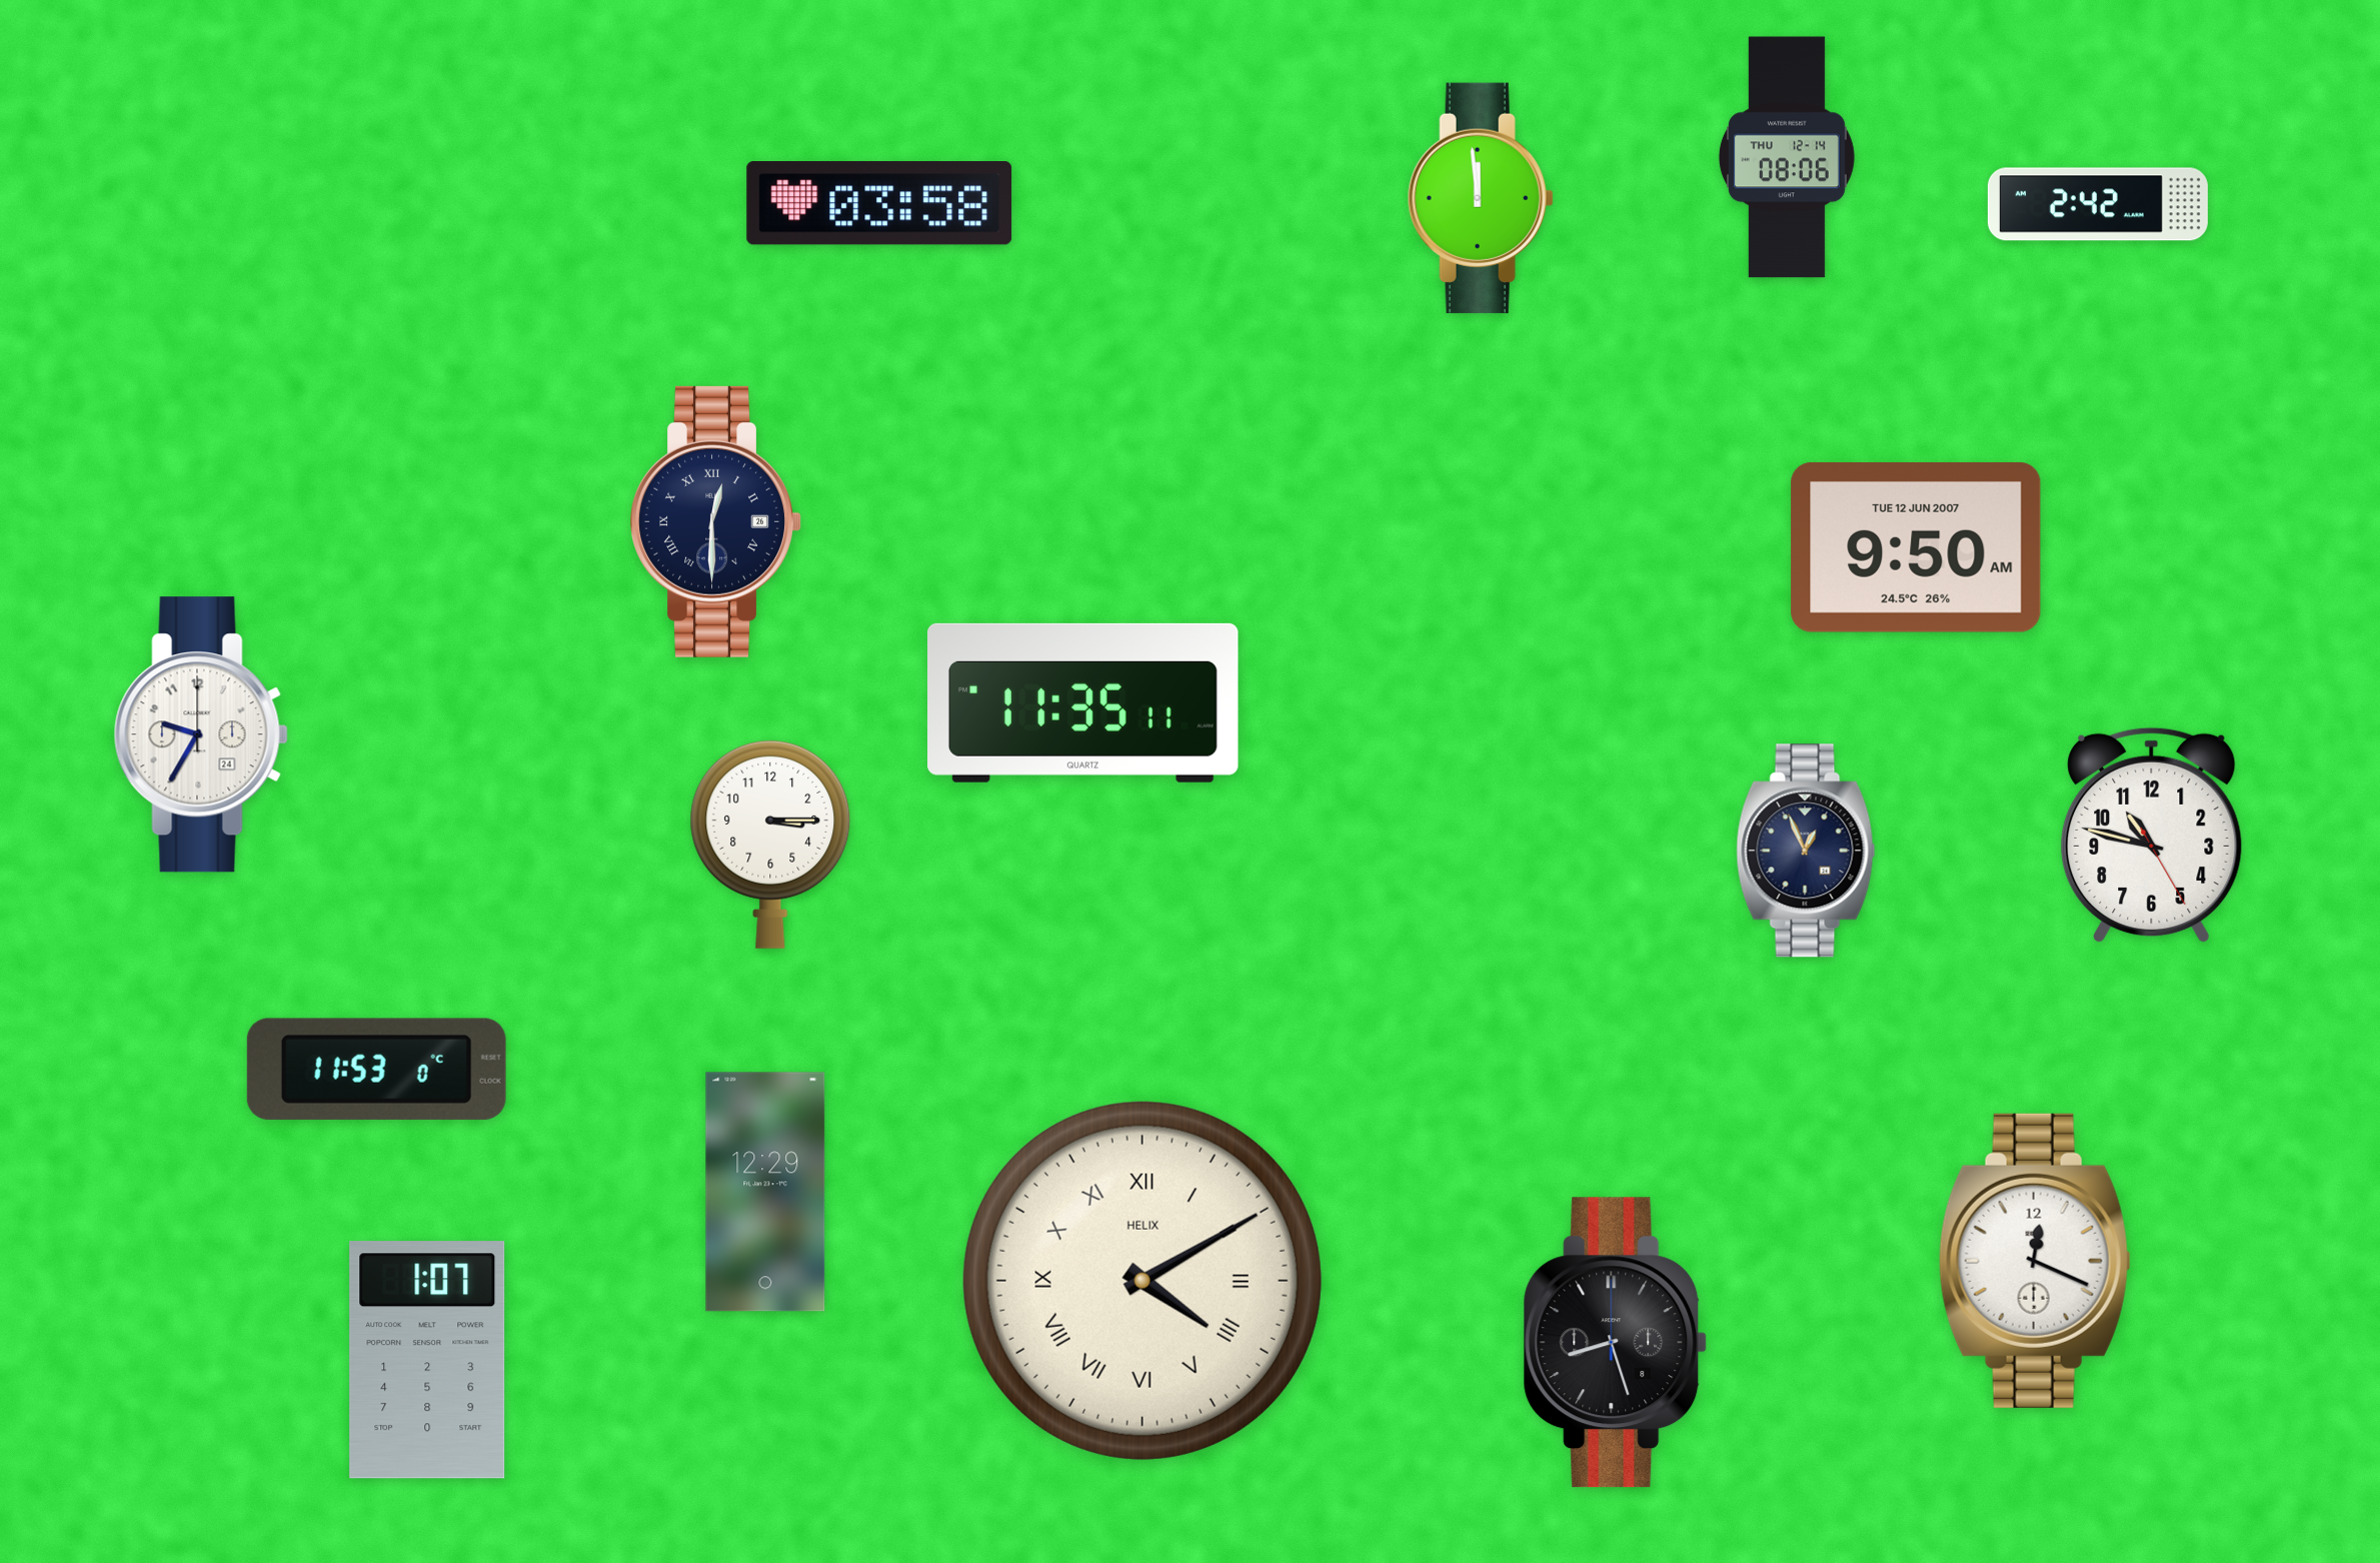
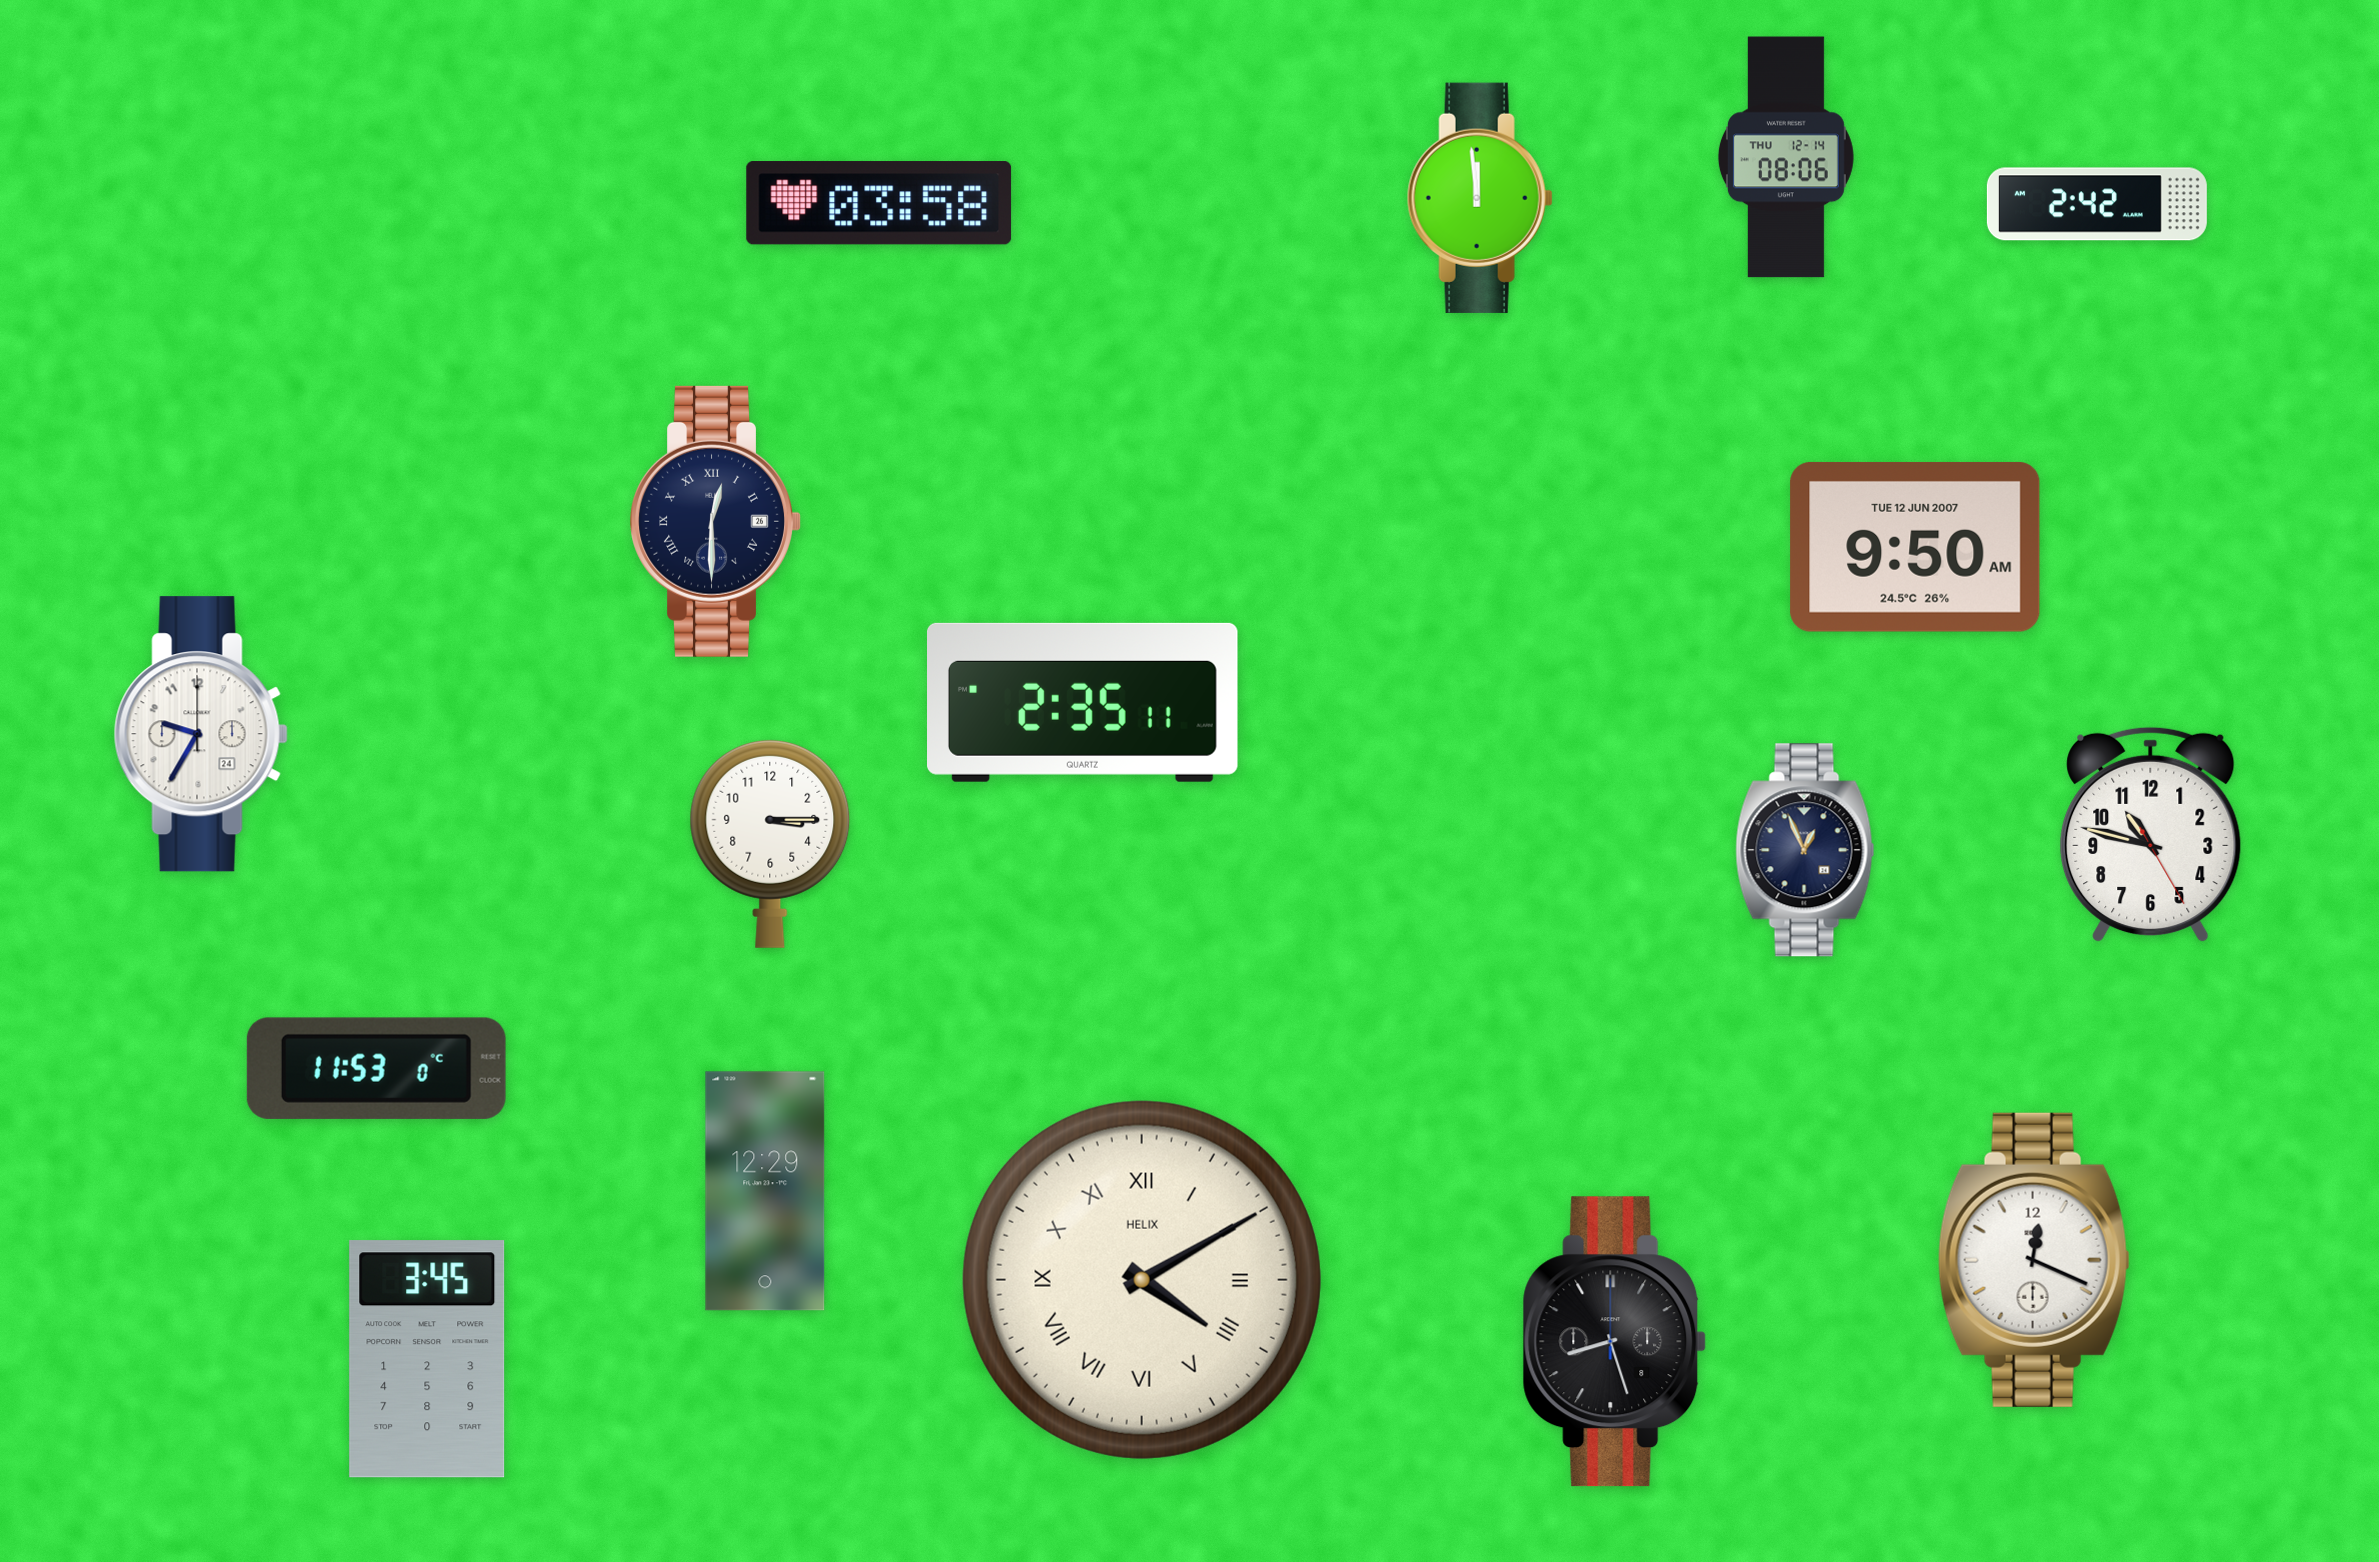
clock at (1083, 702): 11:35 -> 2:35
clock at (427, 1360): 1:07 -> 3:45
